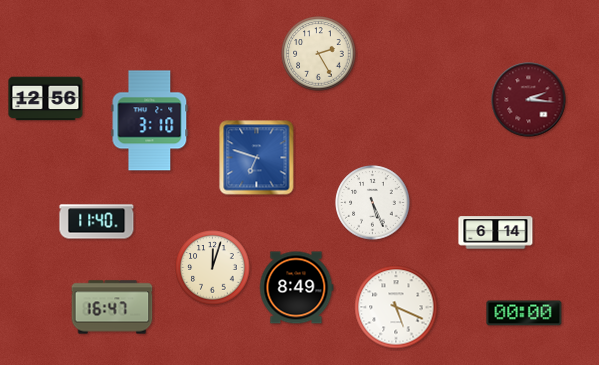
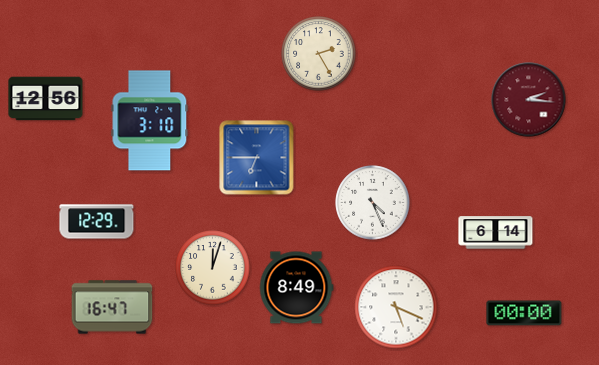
clock at (257, 158): 6:48 -> 6:45
clock at (373, 203): 5:26 -> 4:26
clock at (97, 222): 11:40 -> 12:29
